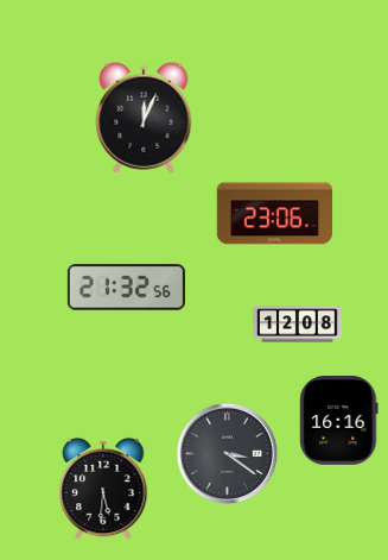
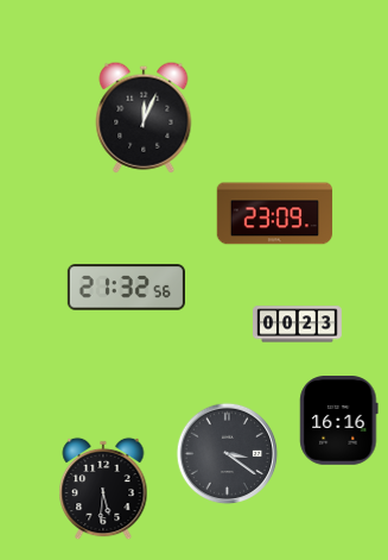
clock at (275, 214): 23:06 -> 23:09
clock at (298, 325): 12:08 -> 00:23
